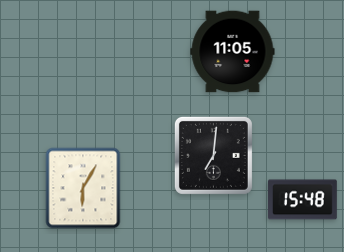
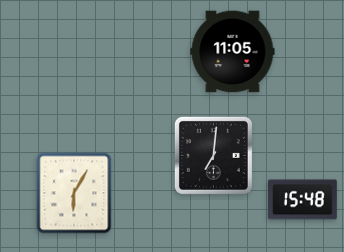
clock at (83, 188) position: (83, 188) -> (74, 193)
